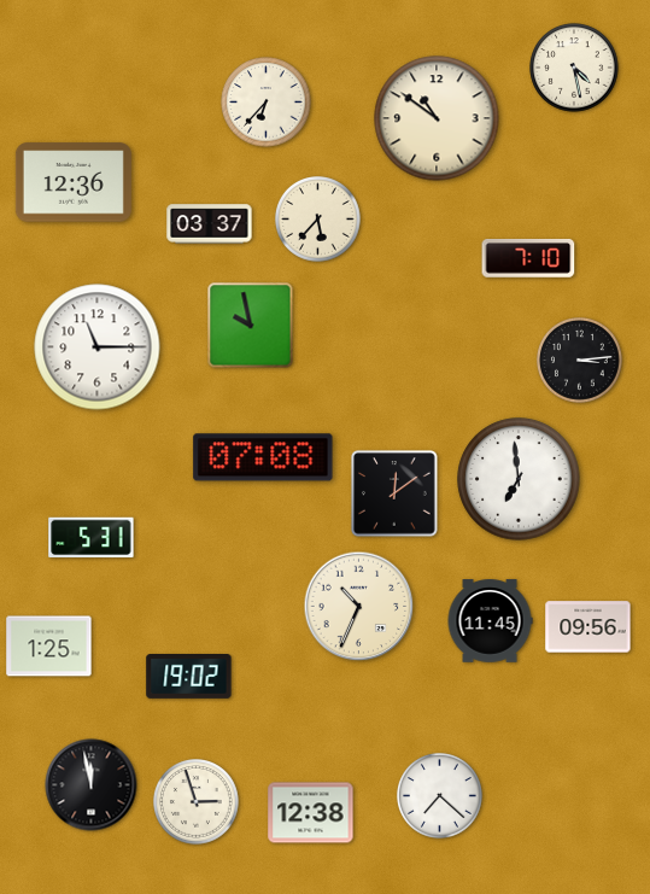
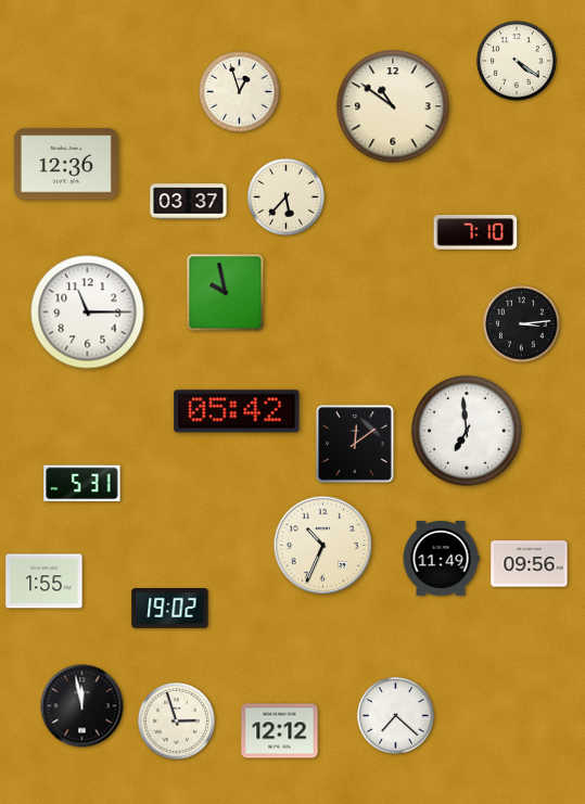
clock at (574, 68): 4:28 -> 4:21
clock at (267, 103): 6:37 -> 12:57
clock at (263, 457): 07:08 -> 05:42
clock at (490, 621): 11:45 -> 11:49
clock at (49, 647): 1:25 -> 1:55
clock at (311, 813): 12:38 -> 12:12
